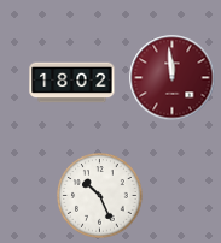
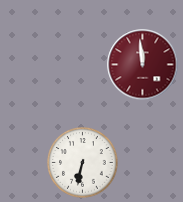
clock at (72, 83): 18:02 -> none
clock at (100, 196): 10:26 -> 6:32
